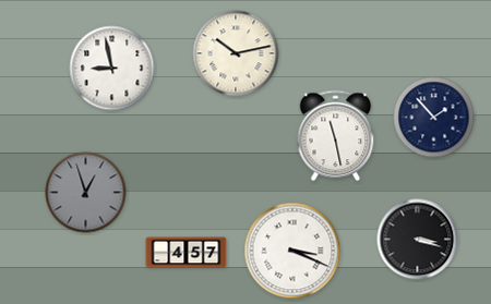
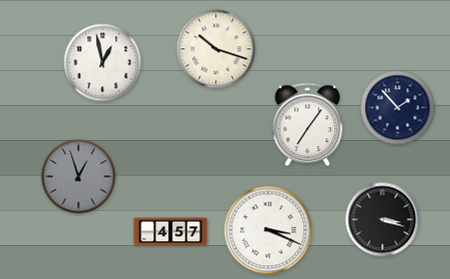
clock at (236, 53): 10:13 -> 10:18
clock at (112, 69): 8:58 -> 12:58
clock at (336, 136): 11:28 -> 7:06
